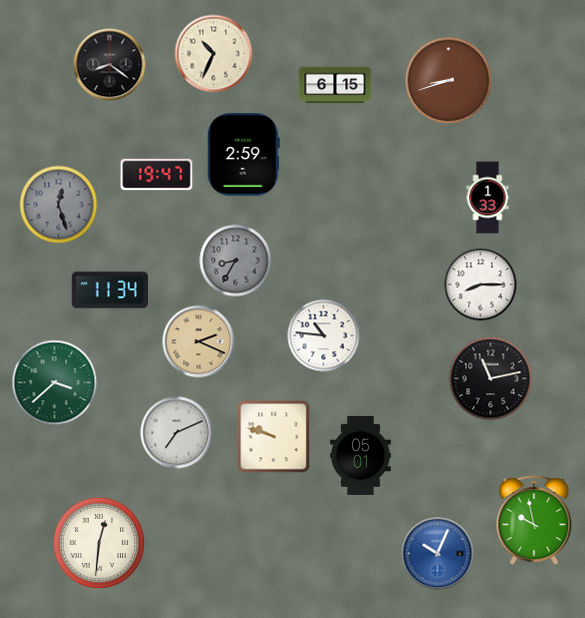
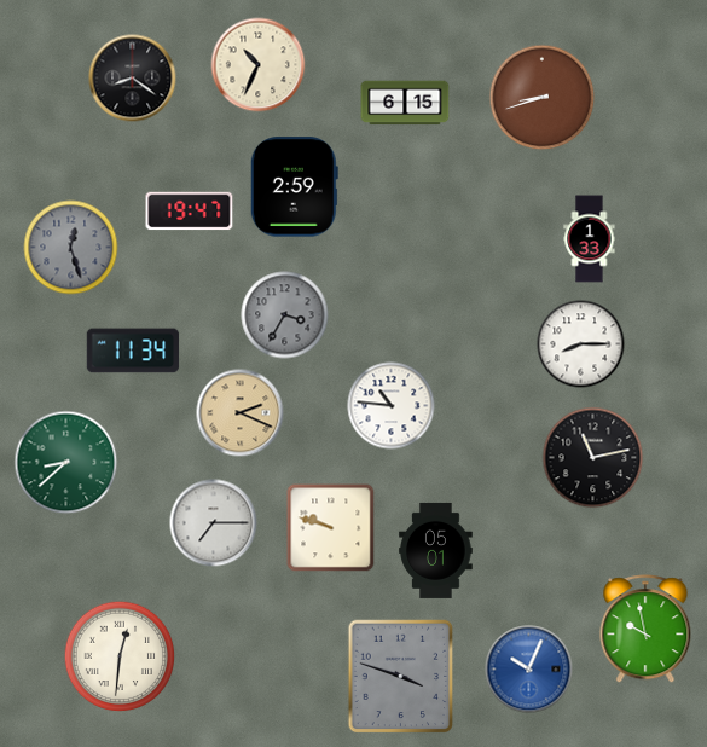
clock at (236, 261): 8:35 -> 3:35
clock at (55, 383): 3:38 -> 8:38
clock at (177, 433): 7:11 -> 7:15
clock at (401, 677): none -> 3:48
